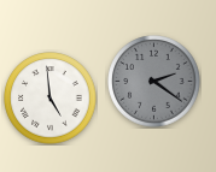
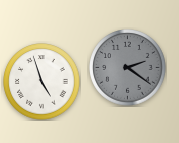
clock at (51, 99): 4:59 -> 4:57
